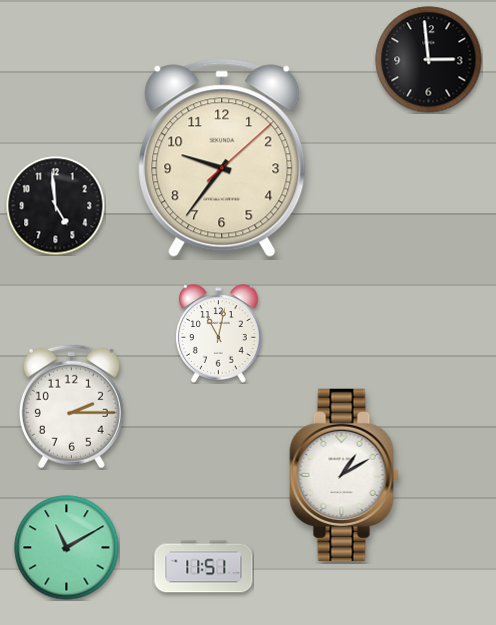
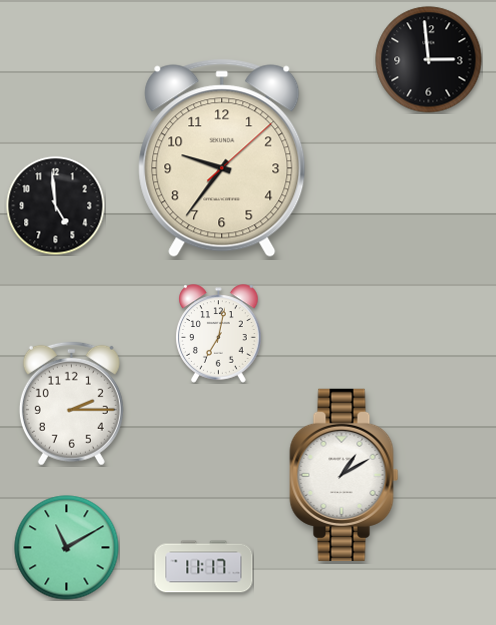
clock at (219, 334): 11:02 -> 7:02
clock at (71, 406) position: (71, 406) -> (71, 403)
clock at (204, 567): 11:51 -> 11:17
